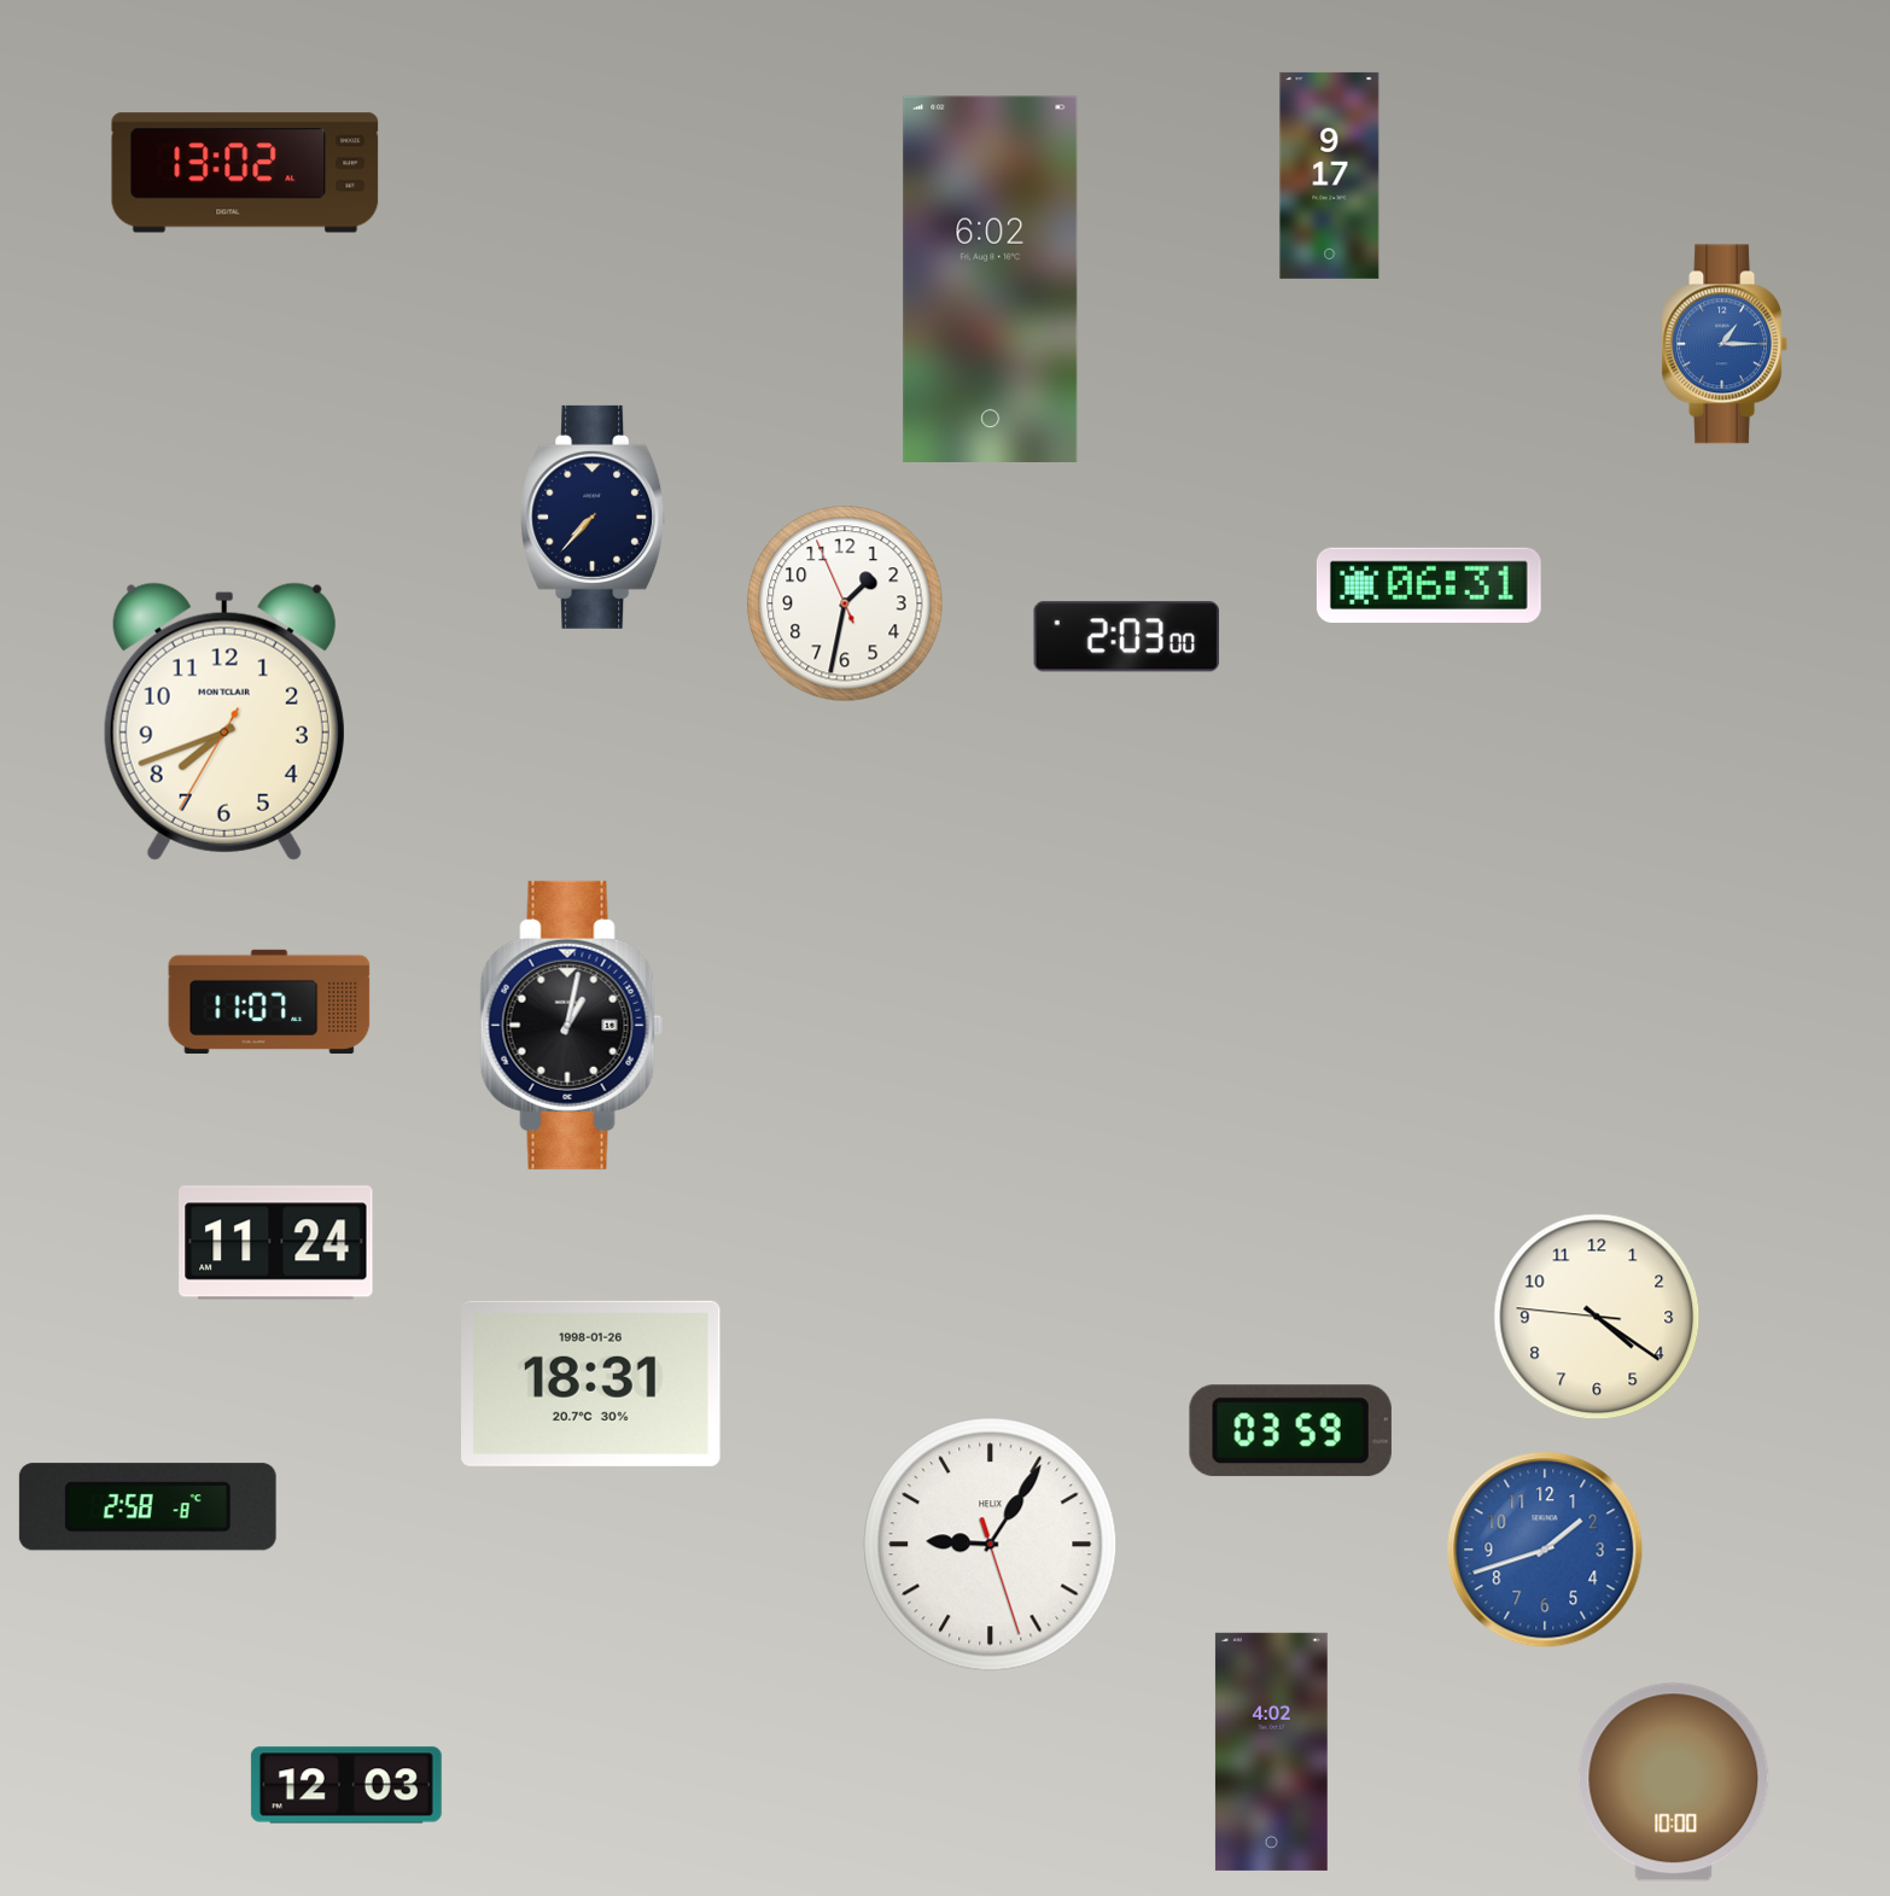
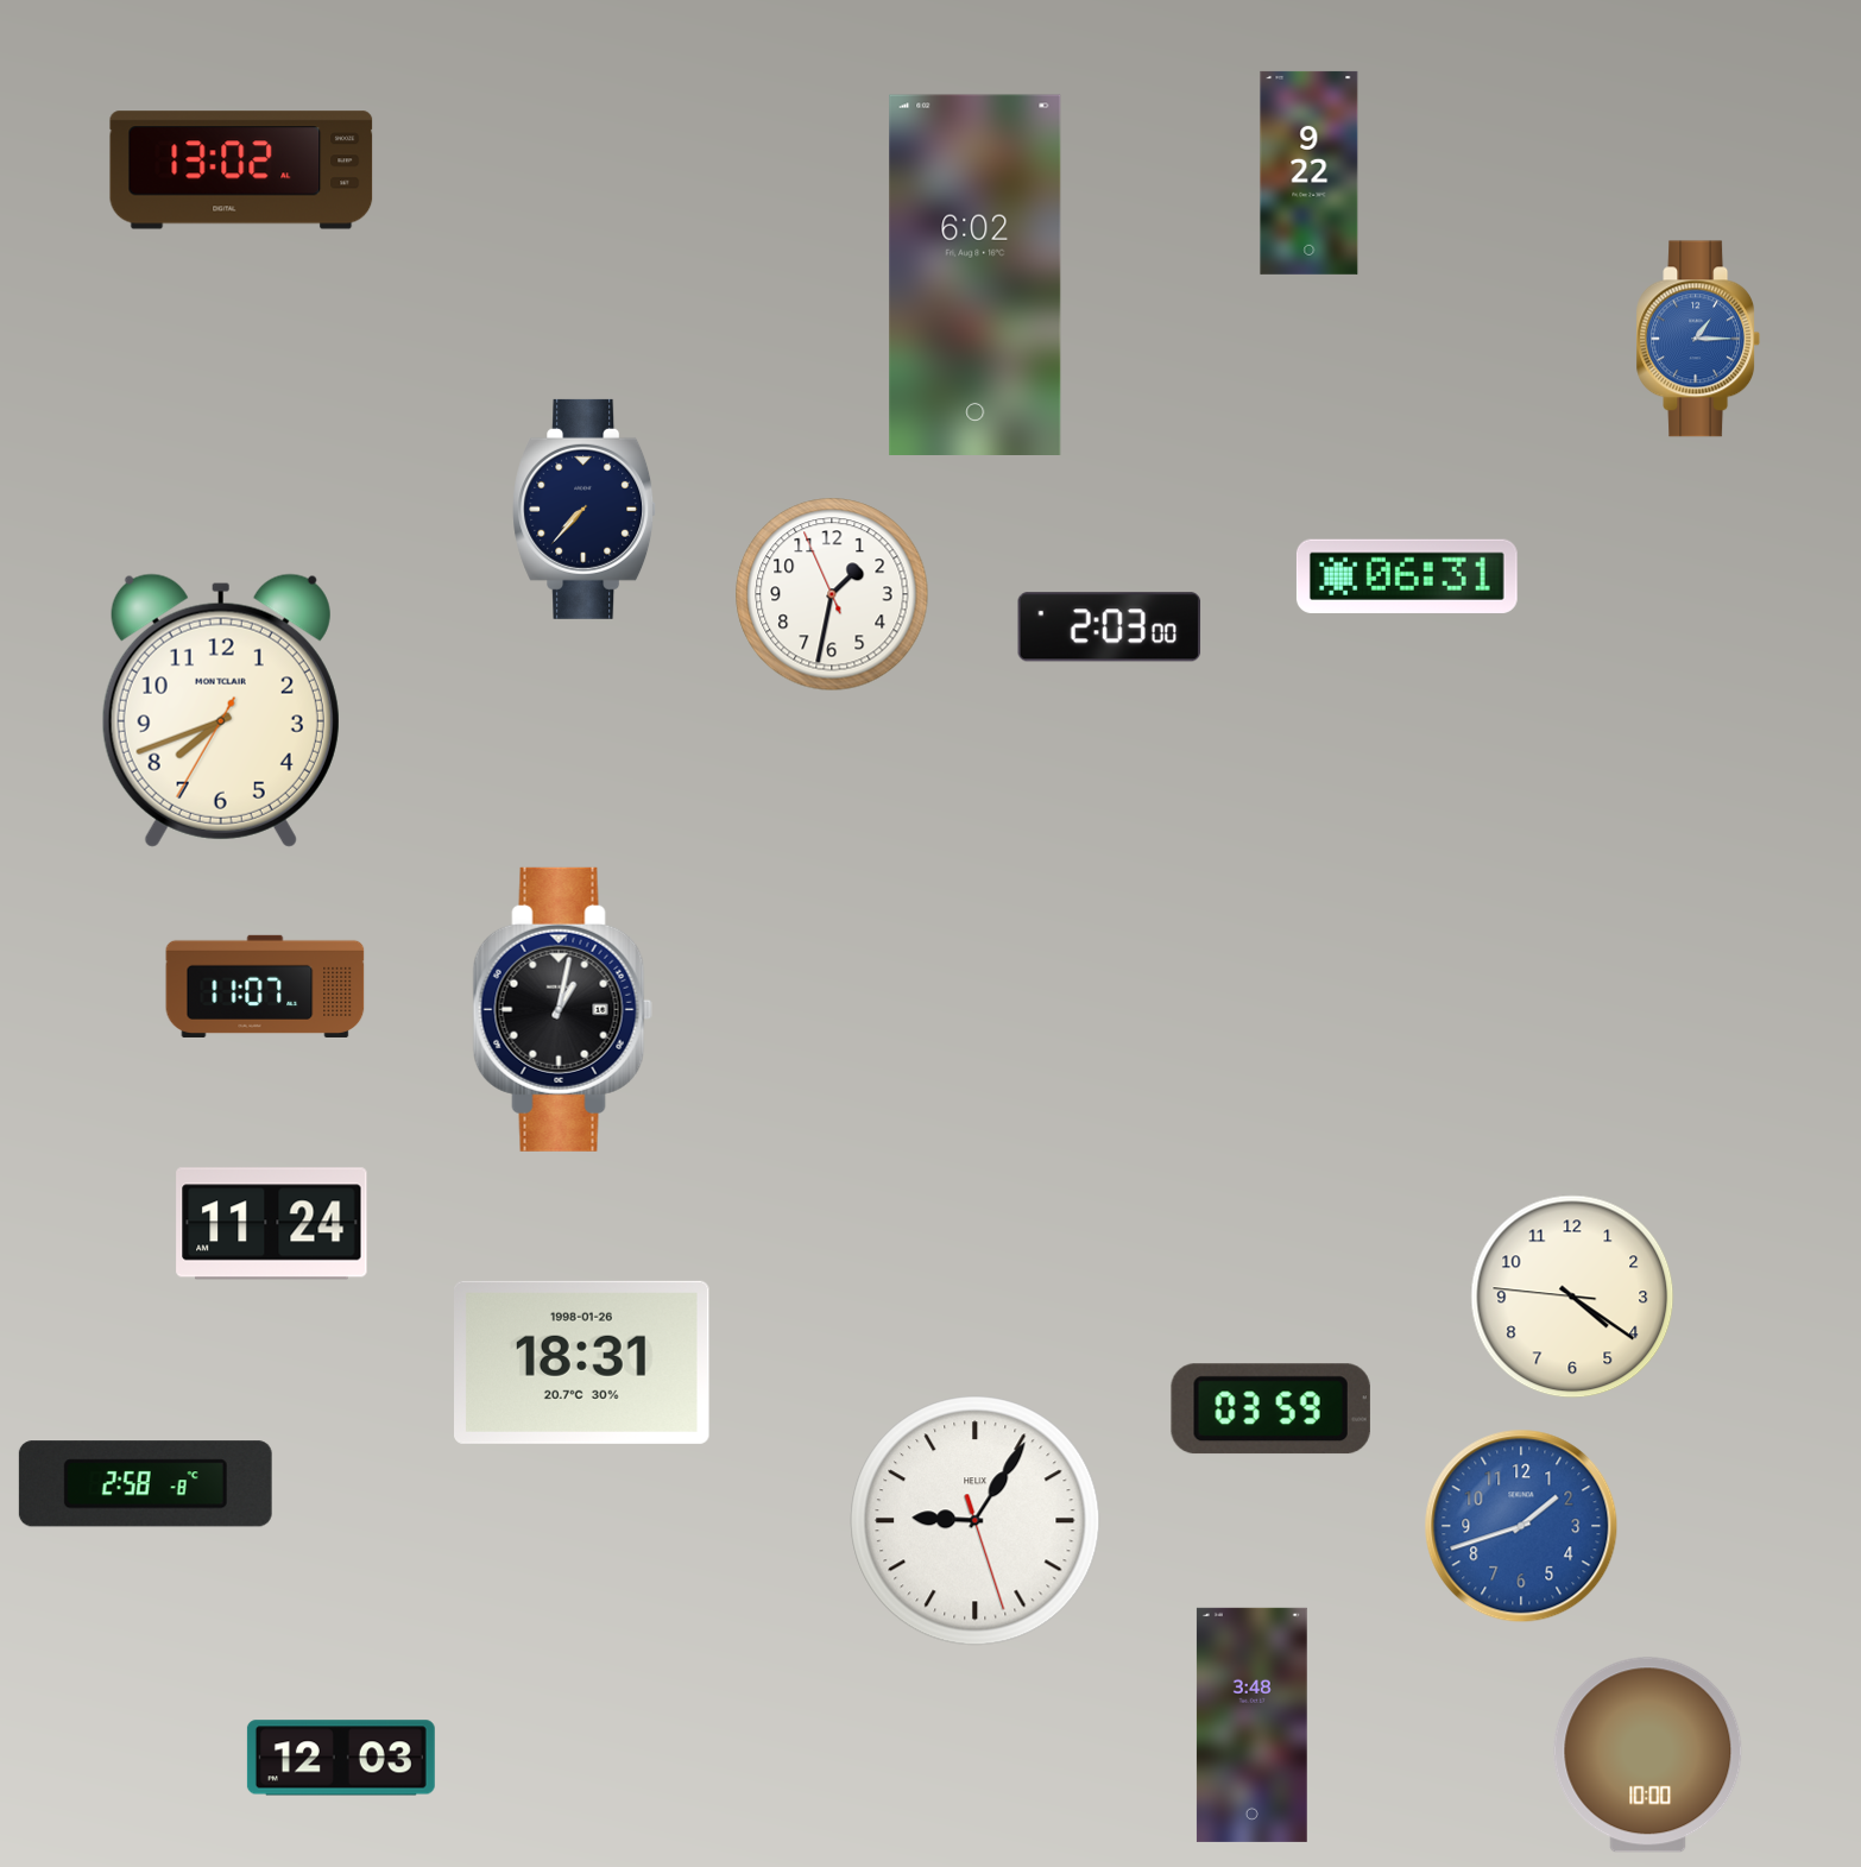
clock at (1330, 175): 9:17 -> 9:22
clock at (1271, 1751): 4:02 -> 3:48
